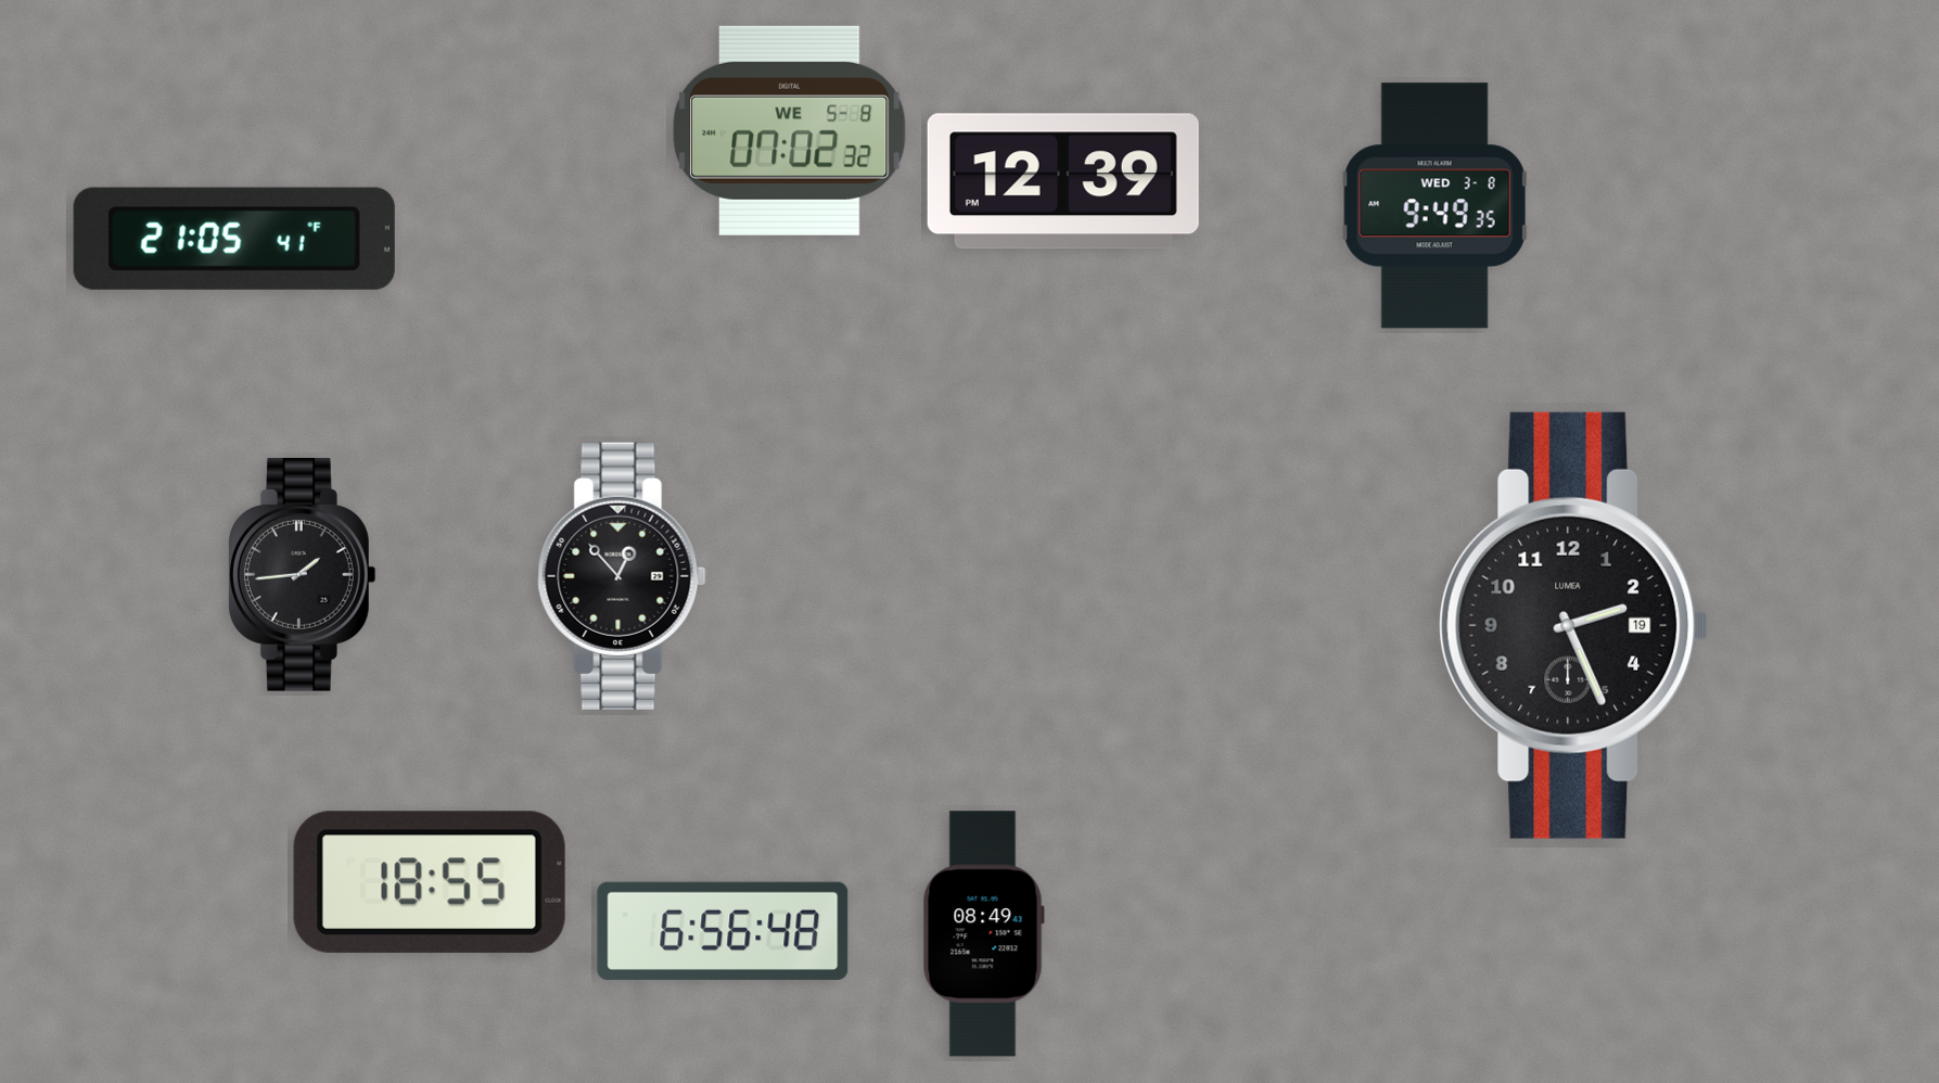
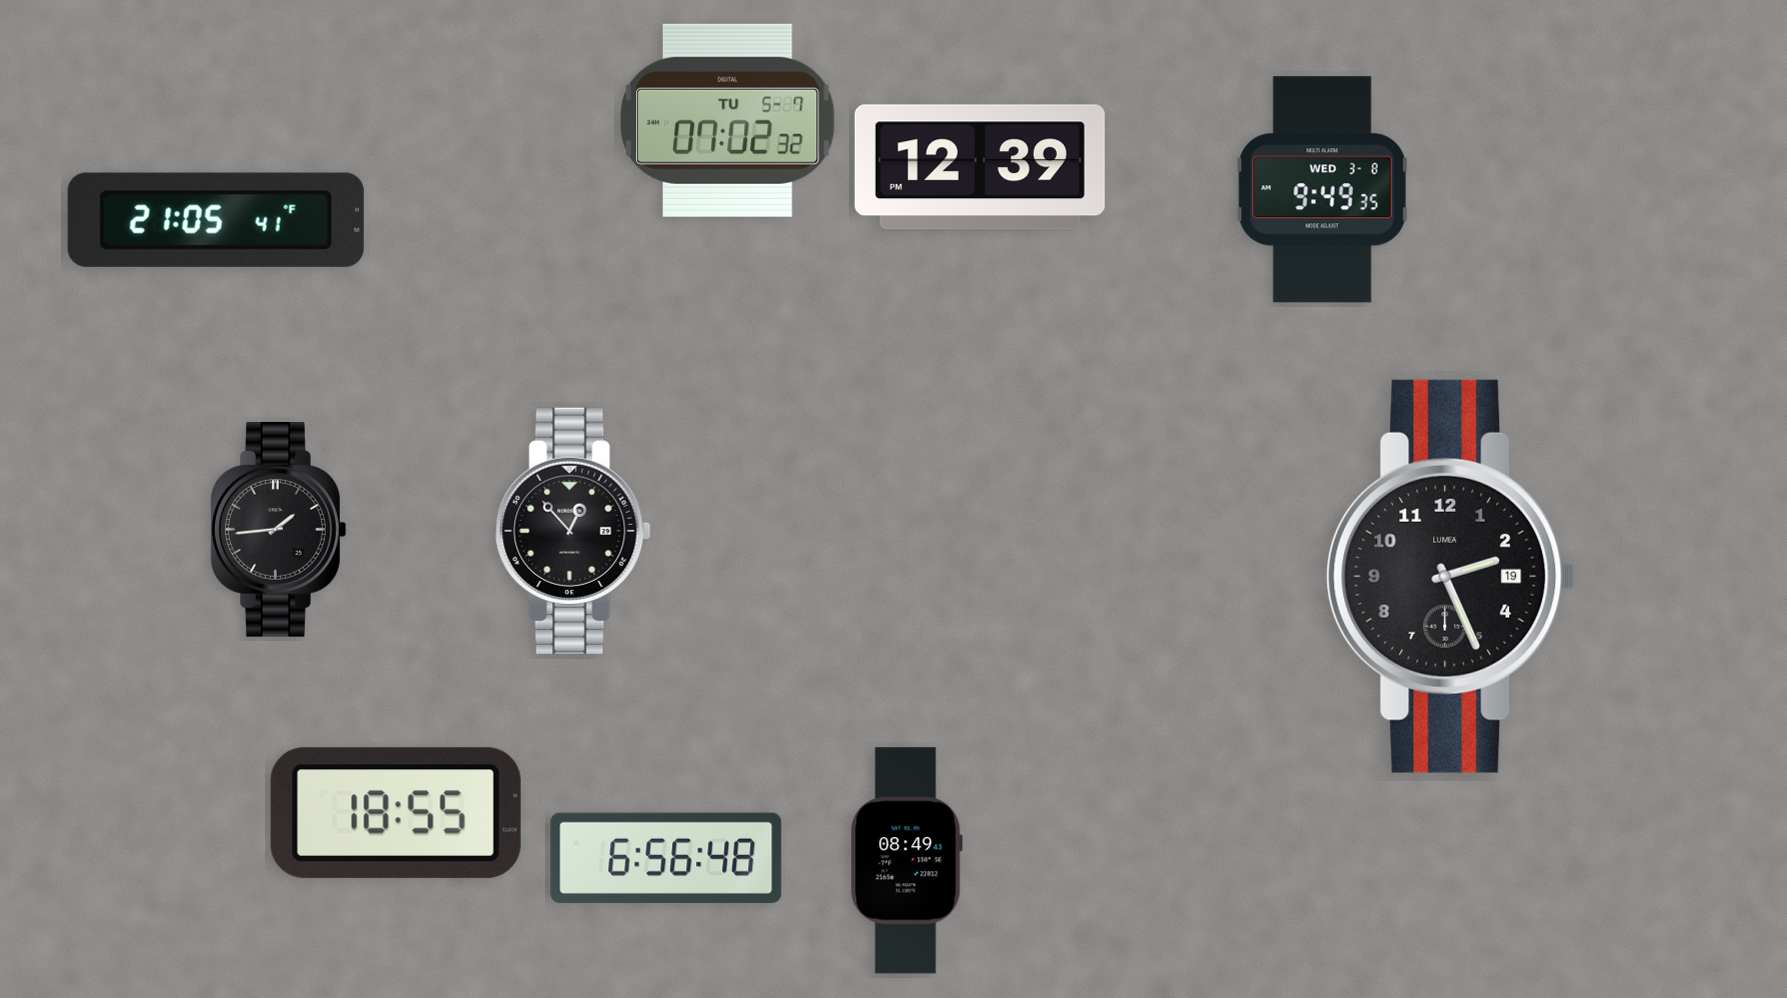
clock at (790, 130) date: WE 5-8 -> TU 5-7
